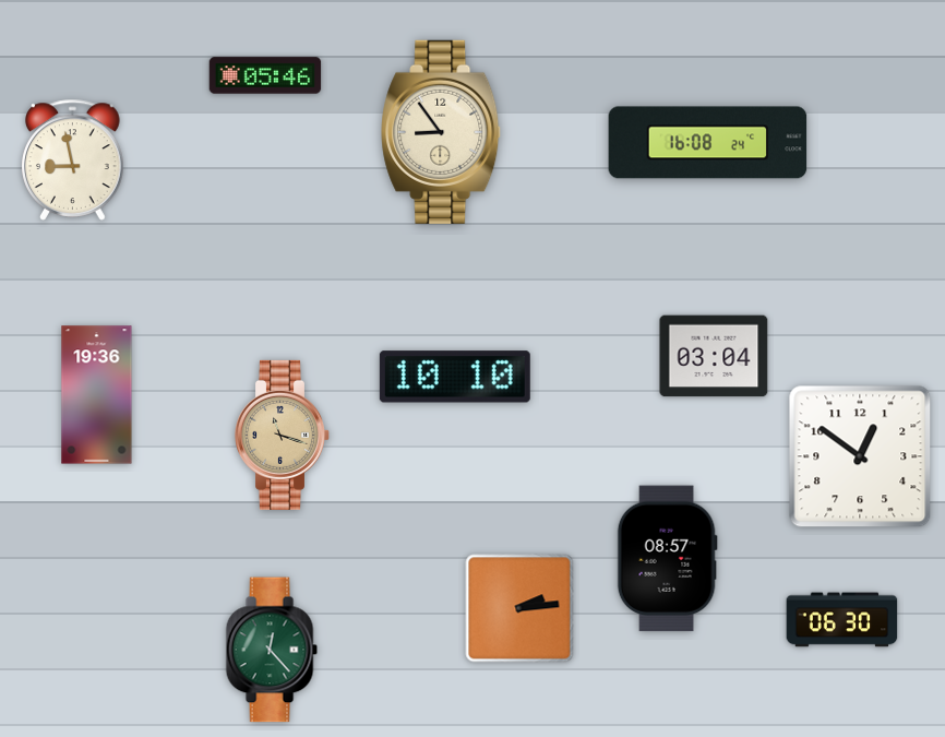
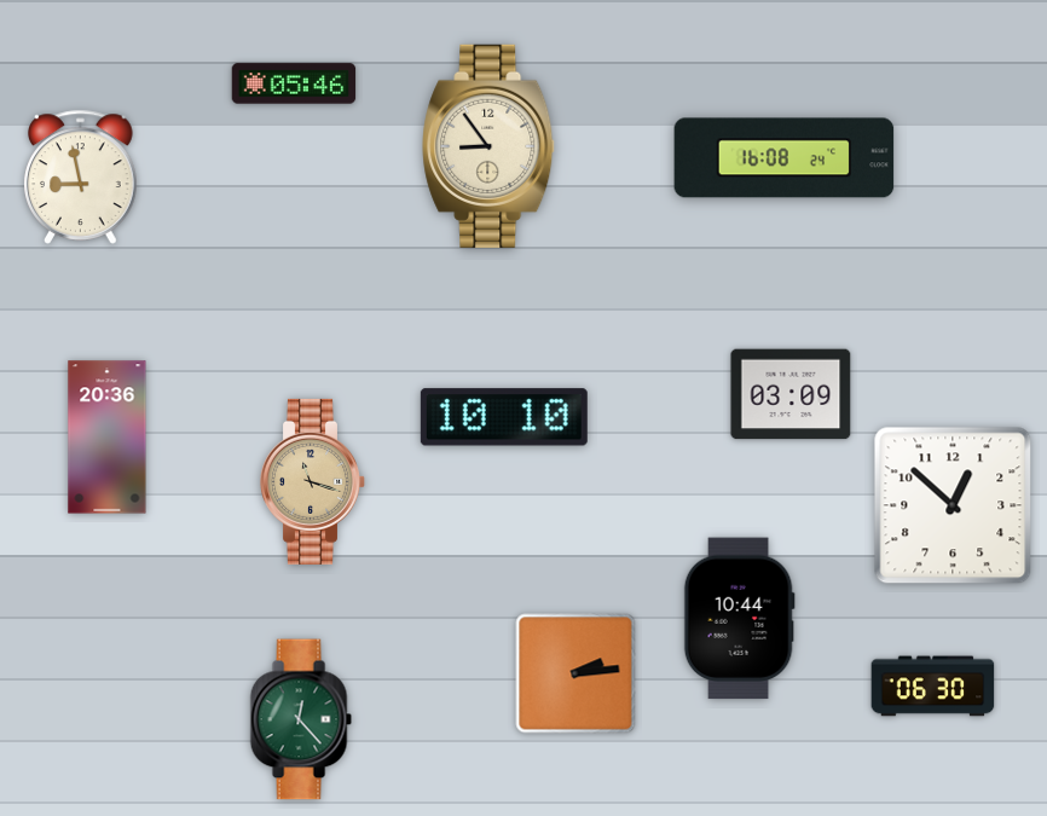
clock at (714, 356): 03:04 -> 03:09
clock at (97, 395): 19:36 -> 20:36
clock at (860, 456): 12:51 -> 12:52
clock at (667, 559): 08:57 -> 10:44
